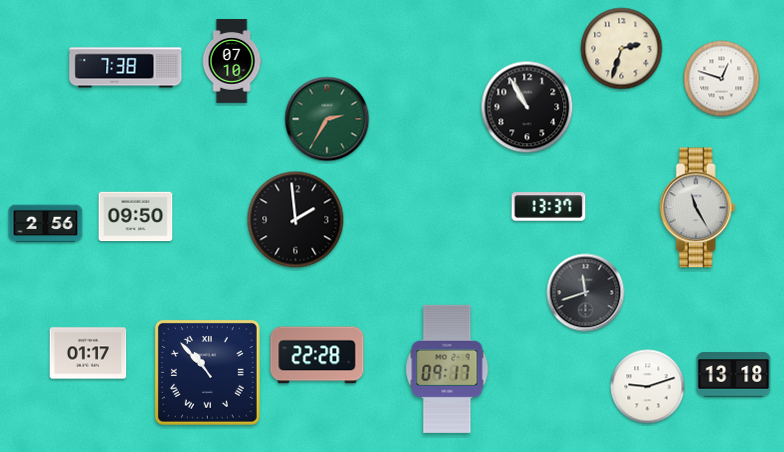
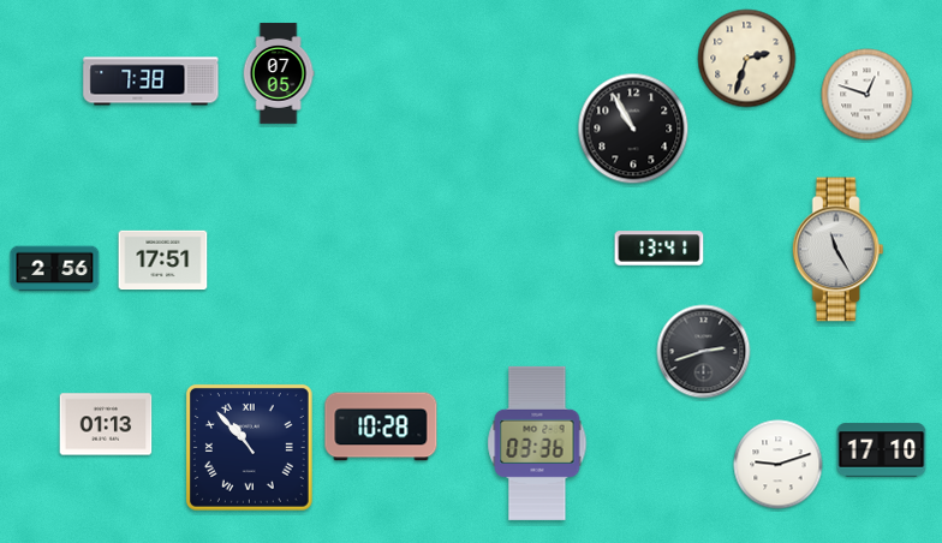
clock at (232, 61): 07:10 -> 07:05
clock at (327, 119): 2:35 -> none
clock at (549, 207): 13:37 -> 13:41
clock at (136, 217): 09:50 -> 17:51
clock at (296, 220): 1:59 -> none
clock at (586, 293): 11:42 -> 2:42
clock at (88, 353): 01:17 -> 01:13
clock at (317, 355): 22:28 -> 10:28
clock at (447, 369): 09:17 -> 03:36
clock at (734, 375): 13:18 -> 17:10
